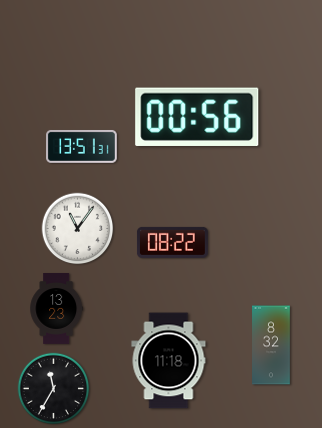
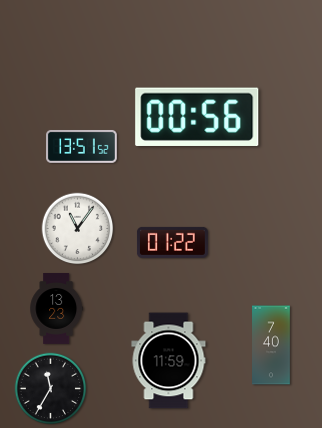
clock at (82, 146): 13:51:31 -> 13:51:52
clock at (172, 242): 08:22 -> 01:22
clock at (271, 345): 8:32 -> 7:40
clock at (169, 361): 11:18 -> 11:59
clock at (54, 389) position: (54, 389) -> (51, 389)
